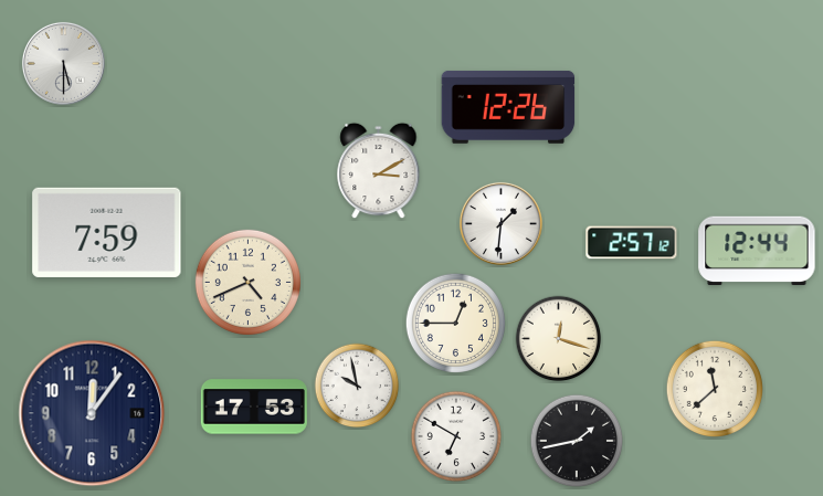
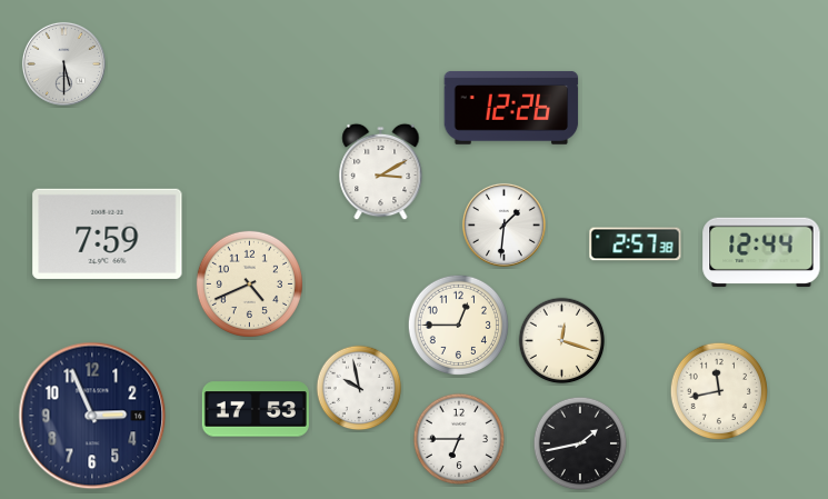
clock at (632, 243): 2:57:12 -> 2:57:38
clock at (714, 388): 11:38 -> 11:43
clock at (92, 413): 12:06 -> 2:56
clock at (456, 436): 6:50 -> 6:45
